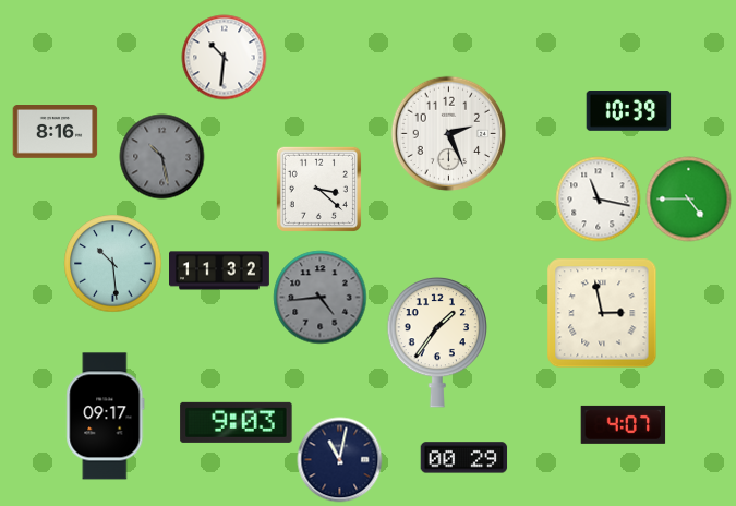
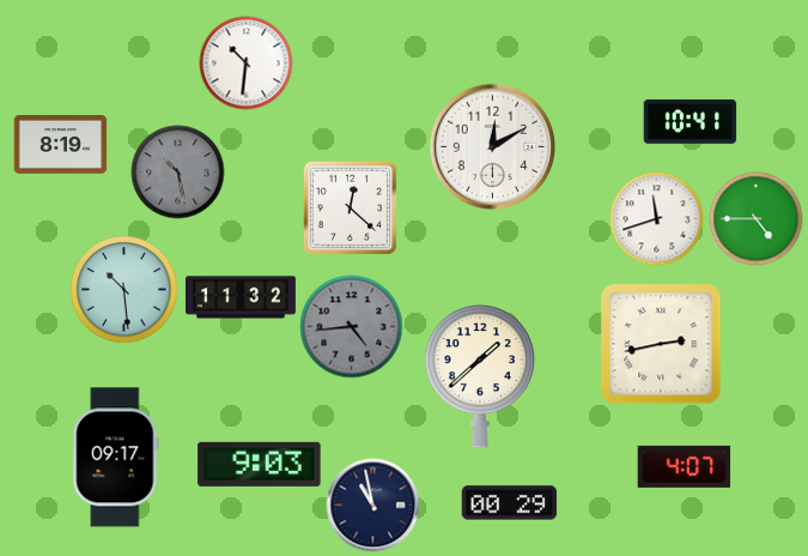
clock at (628, 111): 10:39 -> 10:41
clock at (55, 132): 8:16 -> 8:19
clock at (448, 133): 2:26 -> 12:10
clock at (318, 189): 3:22 -> 12:22
clock at (598, 198): 11:17 -> 11:42
clock at (602, 313): 2:58 -> 2:43
clock at (437, 344): 1:36 -> 1:38
clock at (339, 459): 11:02 -> 10:58
